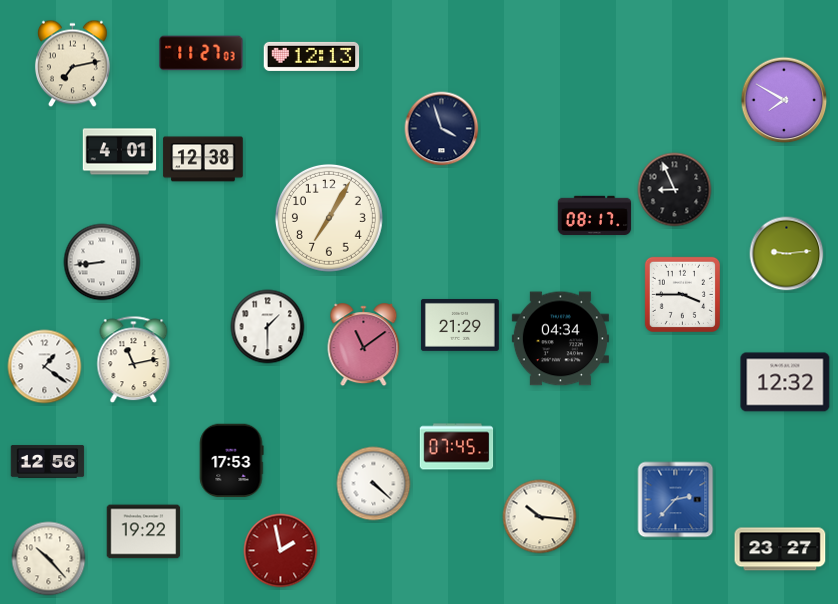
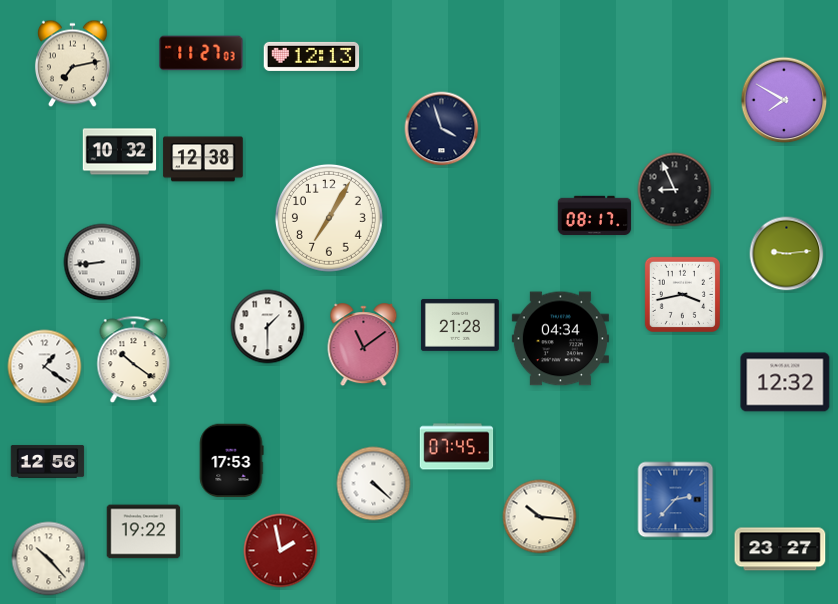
clock at (120, 152): 4:01 -> 10:32
clock at (682, 294): 3:45 -> 3:43
clock at (460, 325): 21:29 -> 21:28
clock at (134, 360): 11:13 -> 10:21
